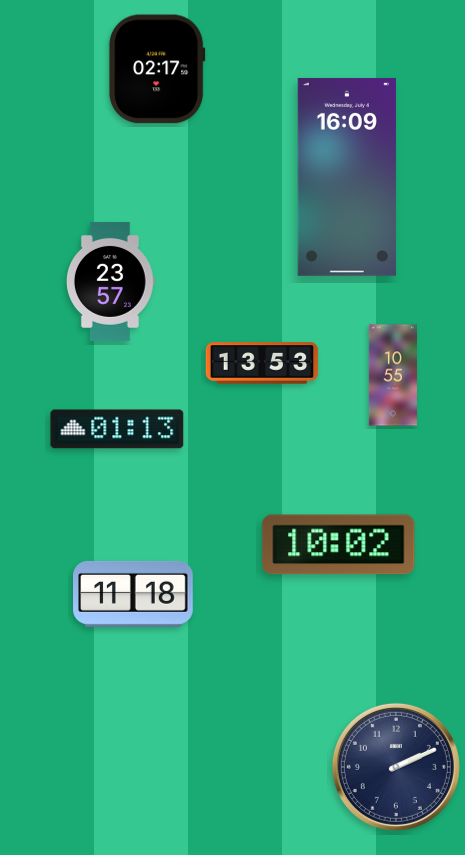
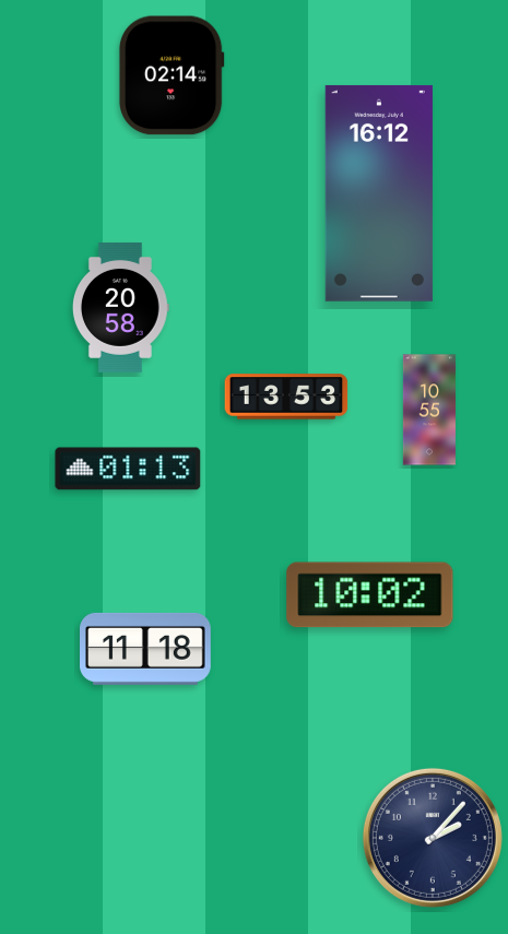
clock at (157, 69): 02:17 -> 02:14
clock at (347, 177): 16:09 -> 16:12
clock at (110, 281): 23:57 -> 20:58
clock at (396, 767): 2:11 -> 2:07
